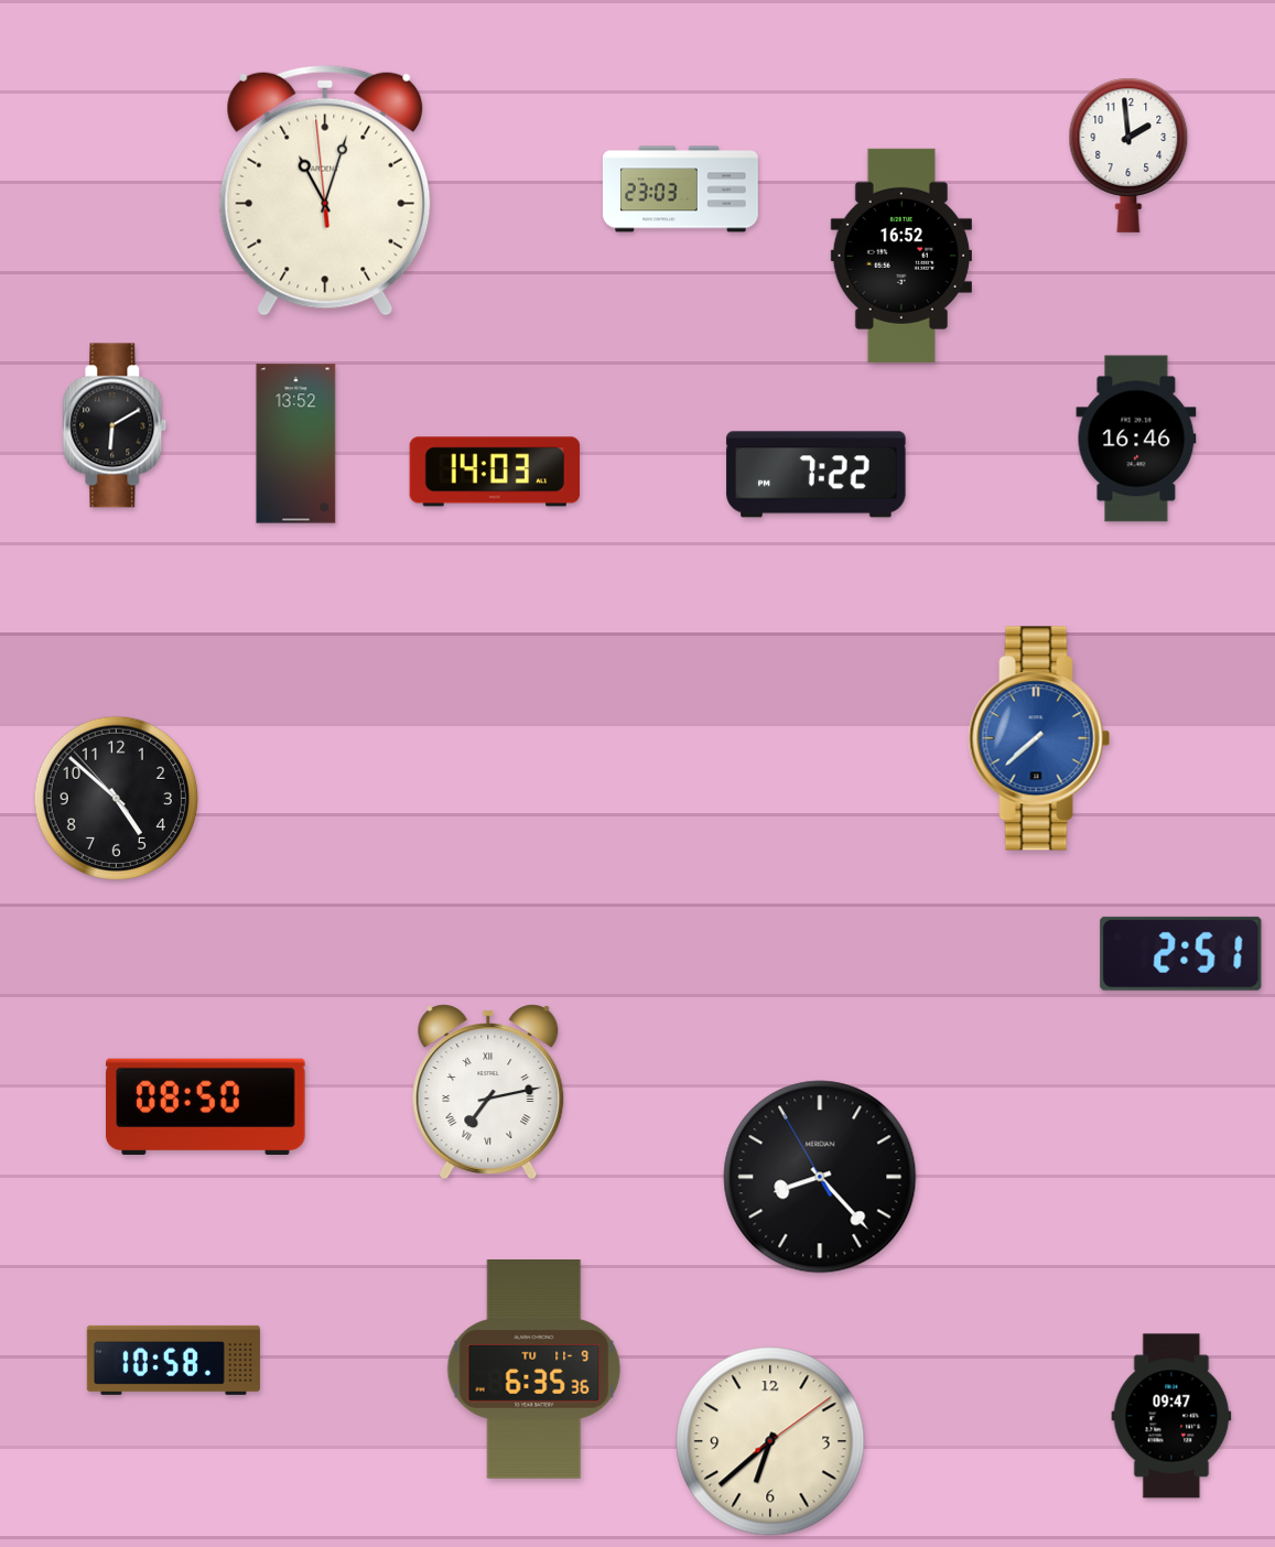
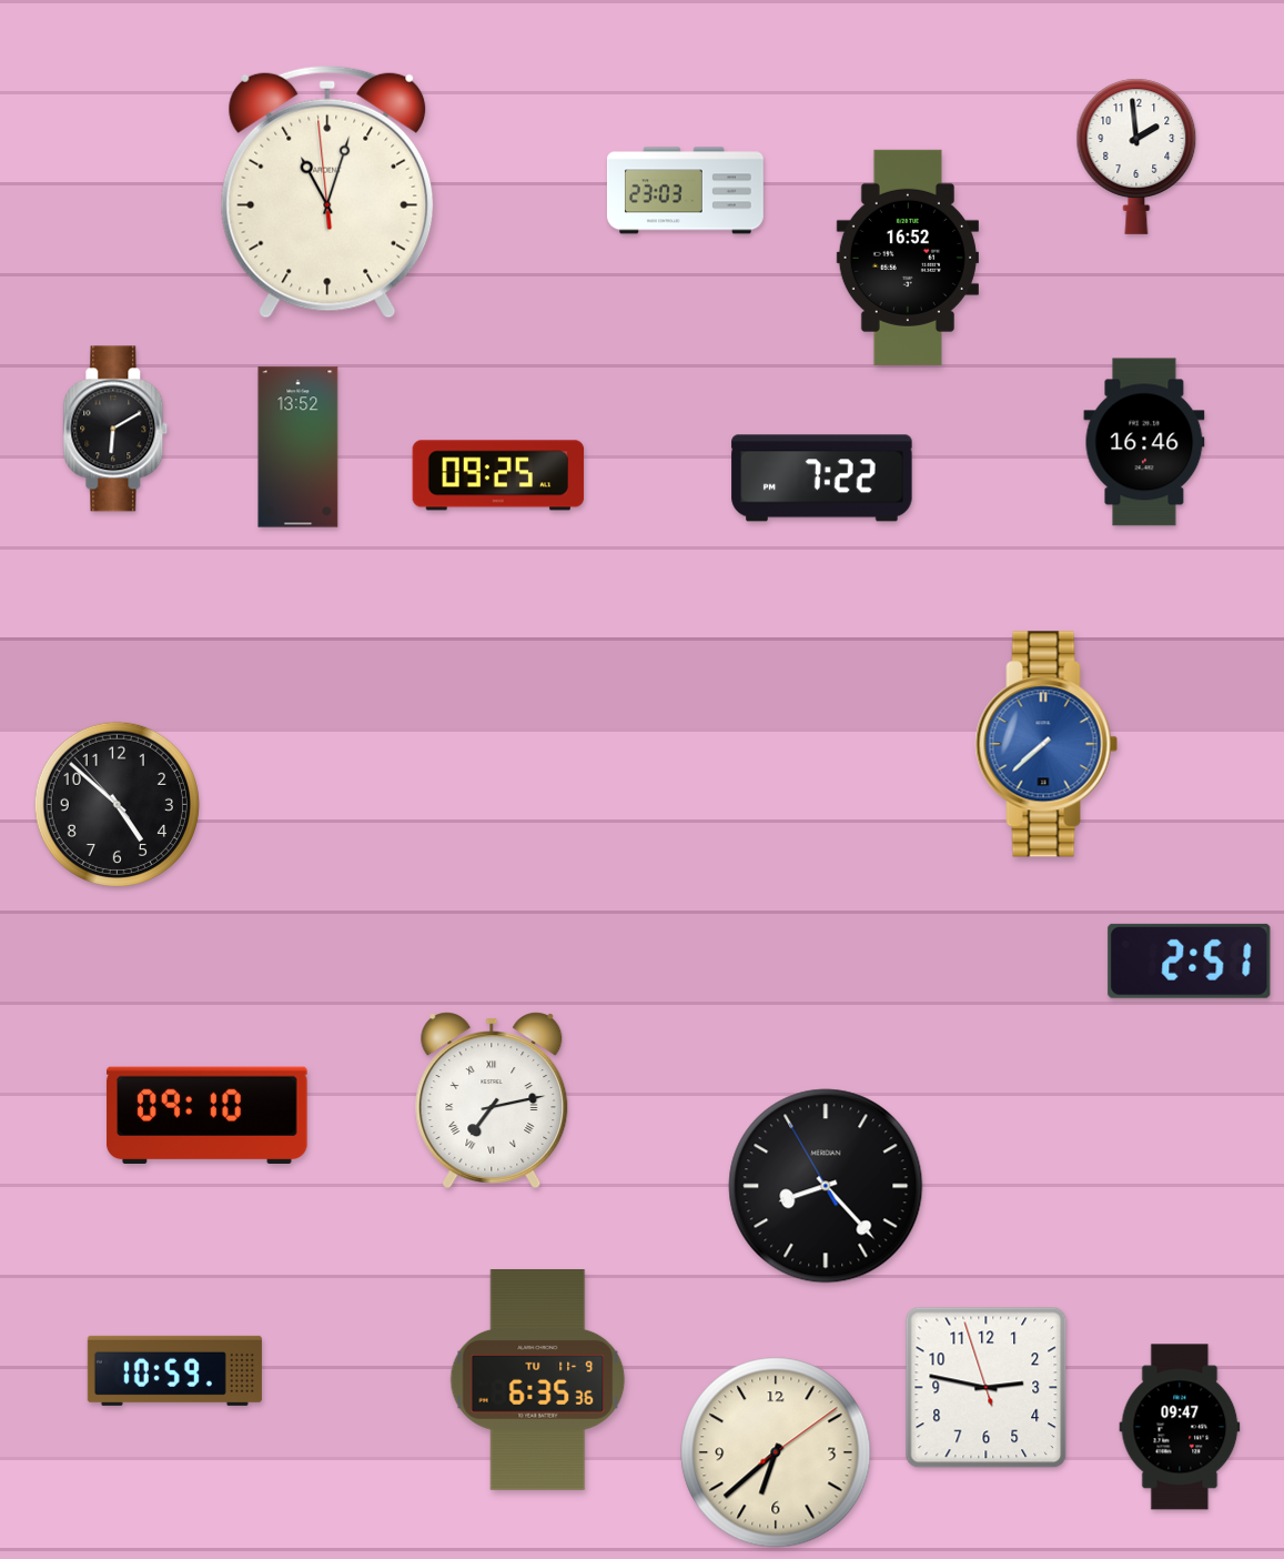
clock at (495, 472): 14:03 -> 09:25
clock at (206, 1106): 08:50 -> 09:10
clock at (173, 1360): 10:58 -> 10:59
clock at (987, 1388): none -> 2:46
